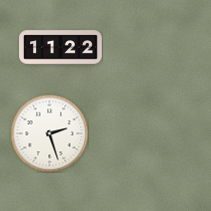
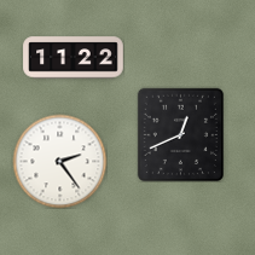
clock at (180, 134): none -> 12:41
clock at (49, 133): 2:27 -> 2:24
